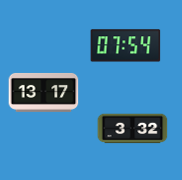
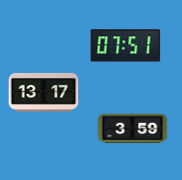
clock at (126, 46): 07:54 -> 07:51
clock at (133, 129): 3:32 -> 3:59
